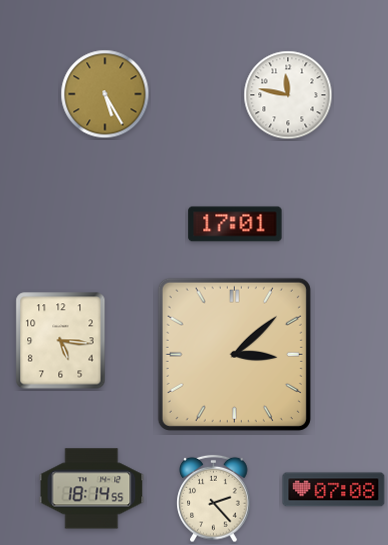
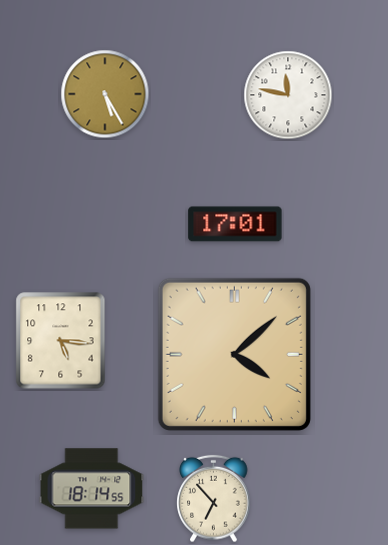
clock at (234, 354): 3:08 -> 4:08
clock at (334, 490): 07:08 -> none
clock at (214, 499): 2:23 -> 6:53
